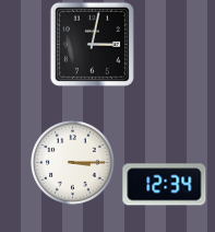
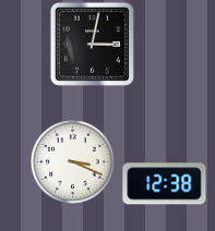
clock at (73, 163): 3:15 -> 3:19
clock at (165, 185): 12:34 -> 12:38
